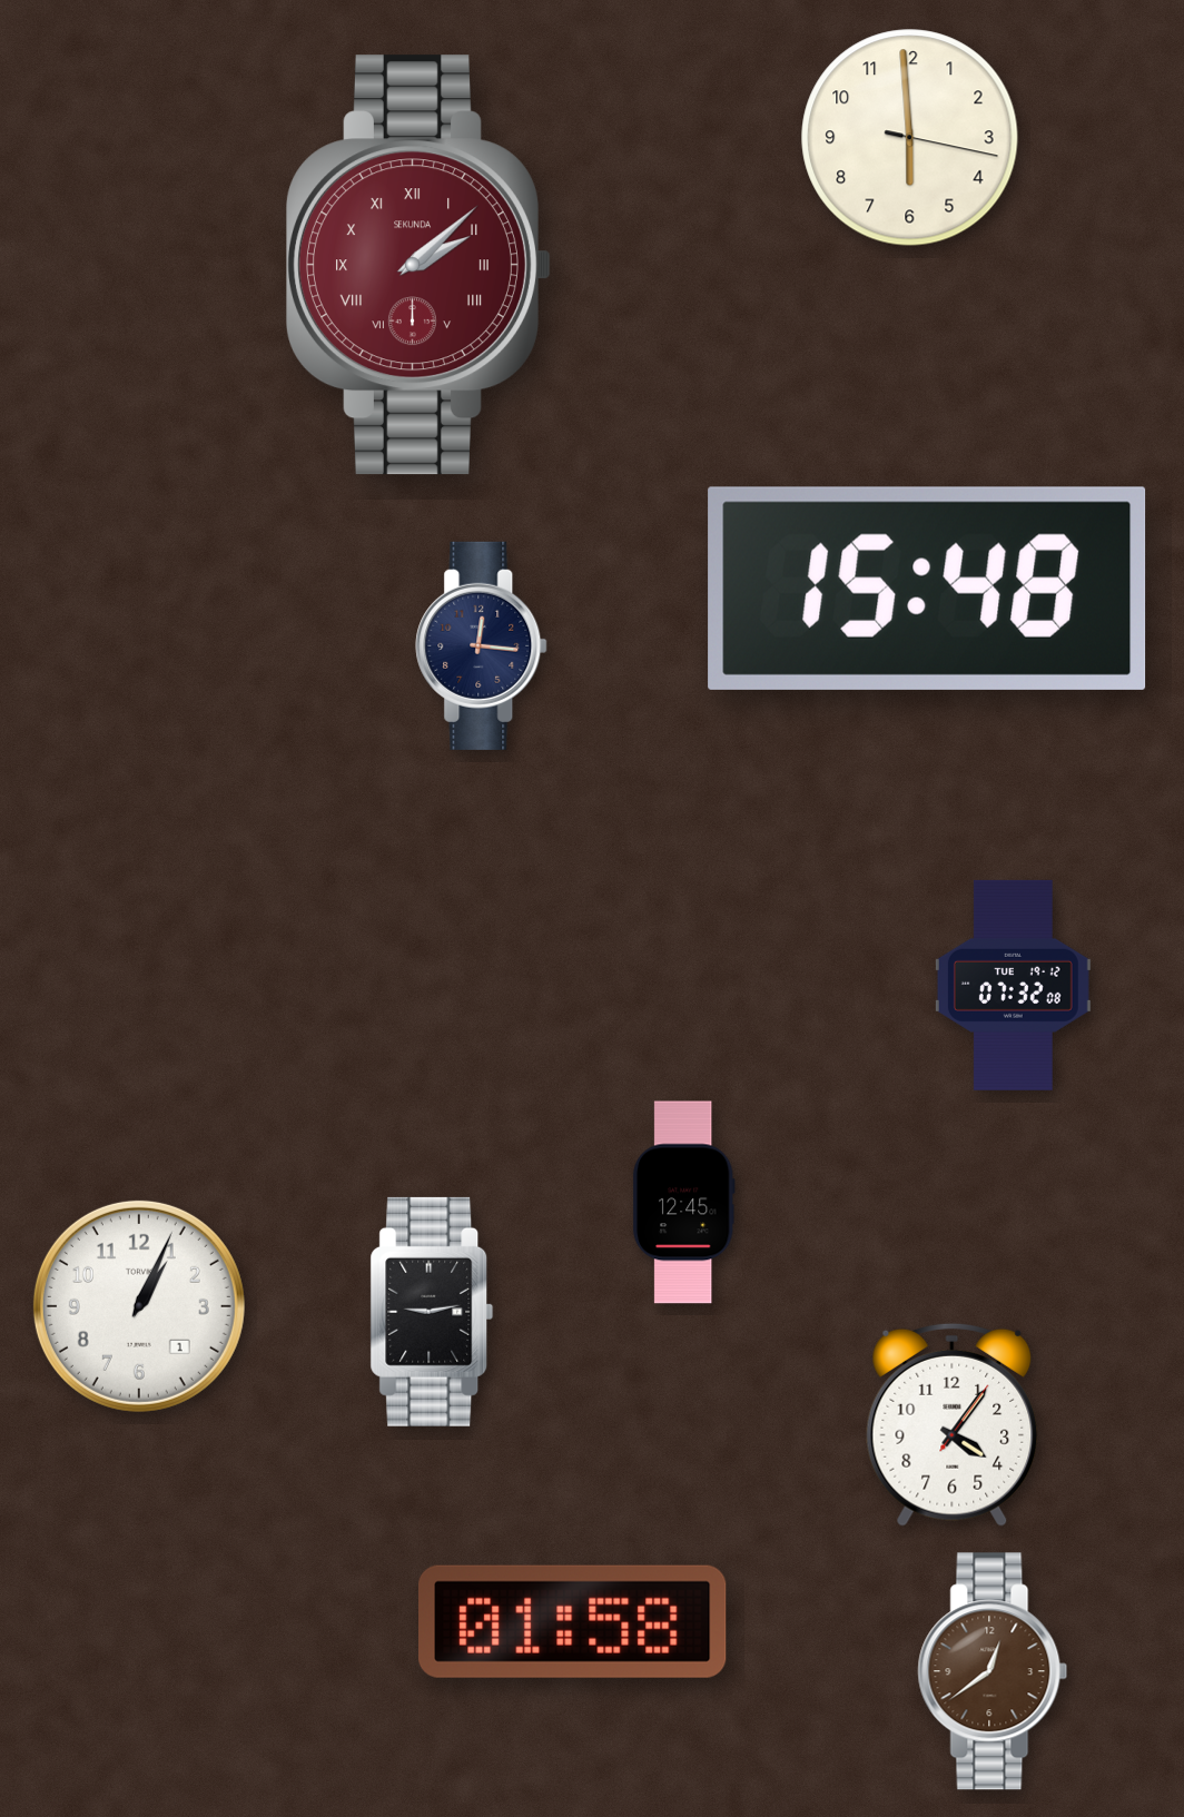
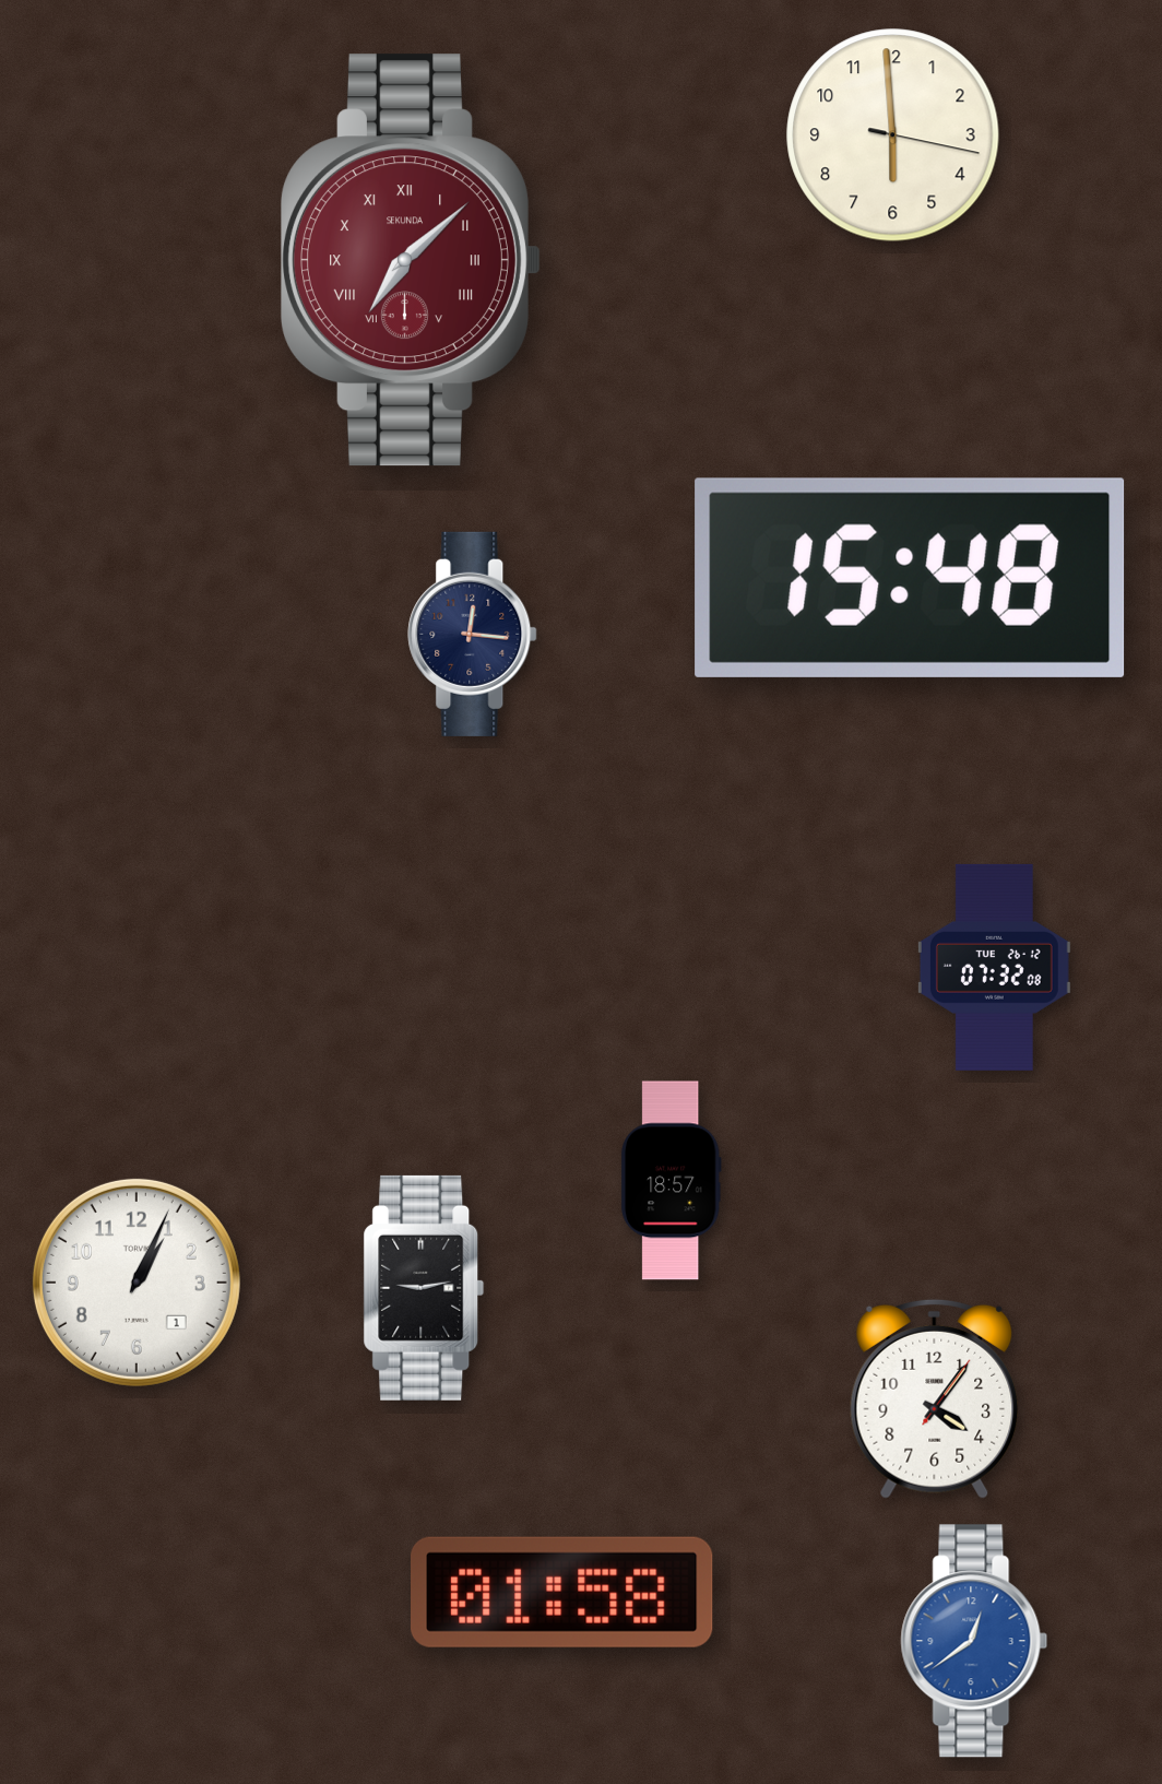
clock at (420, 265): 2:08 -> 7:08
clock at (1013, 985) date: TUE 19-12 -> TUE 26-12
clock at (683, 1203): 12:45 -> 18:57
clock at (993, 1671) dial: brown -> blue
